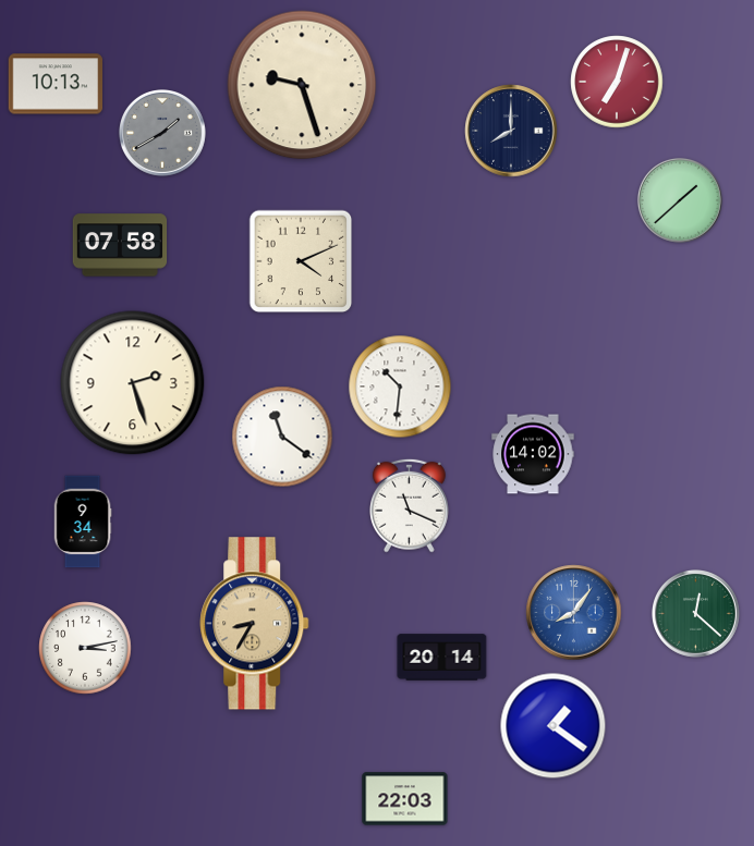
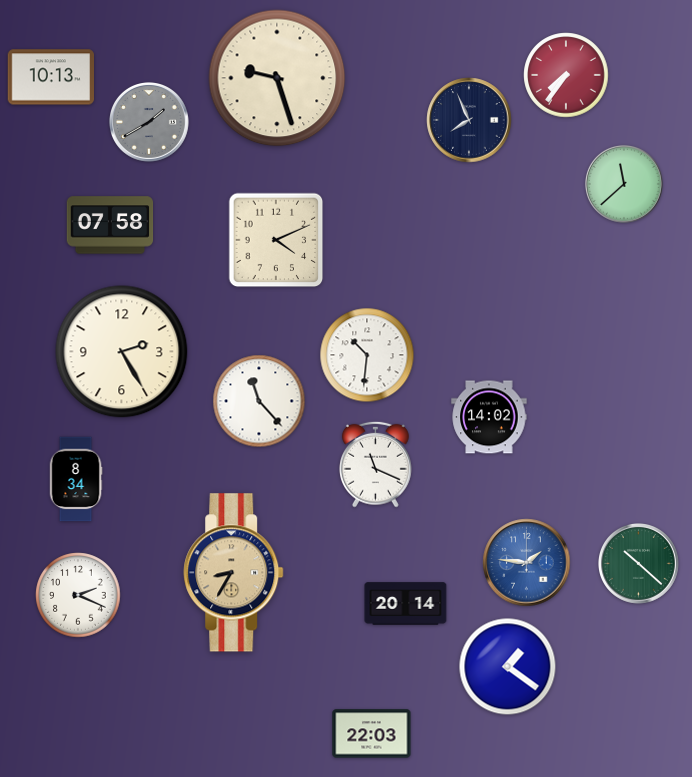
clock at (617, 82): 7:03 -> 7:36
clock at (511, 131): 8:00 -> 7:56
clock at (680, 200): 1:38 -> 11:38
clock at (133, 383): 2:27 -> 2:25
clock at (282, 437): 11:21 -> 11:23
clock at (83, 522): 9:34 -> 8:34
clock at (574, 613): 8:06 -> 1:46
clock at (696, 614): 12:22 -> 10:22
clock at (85, 648): 3:13 -> 2:19
